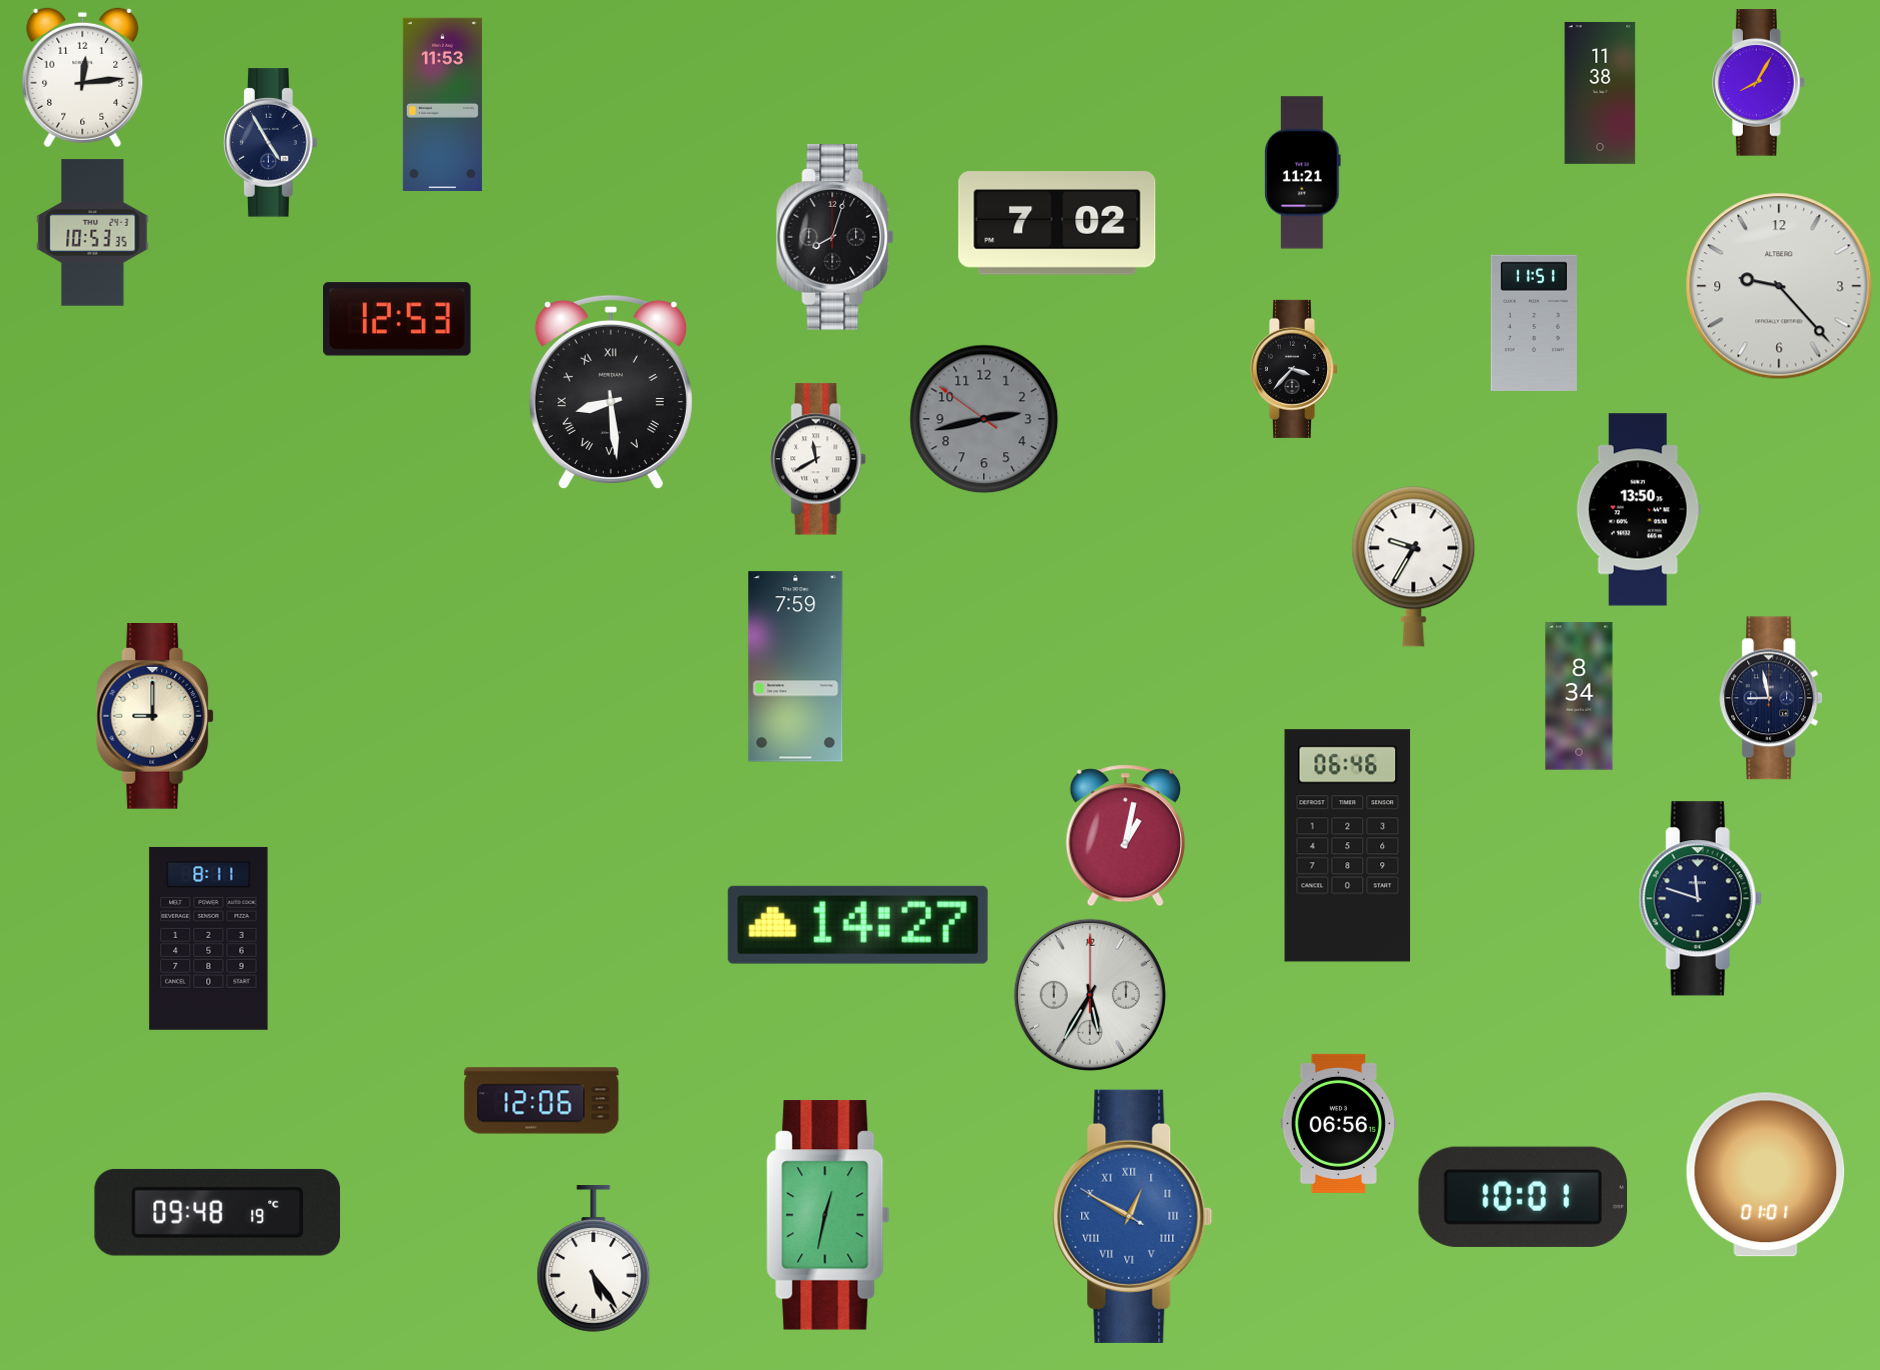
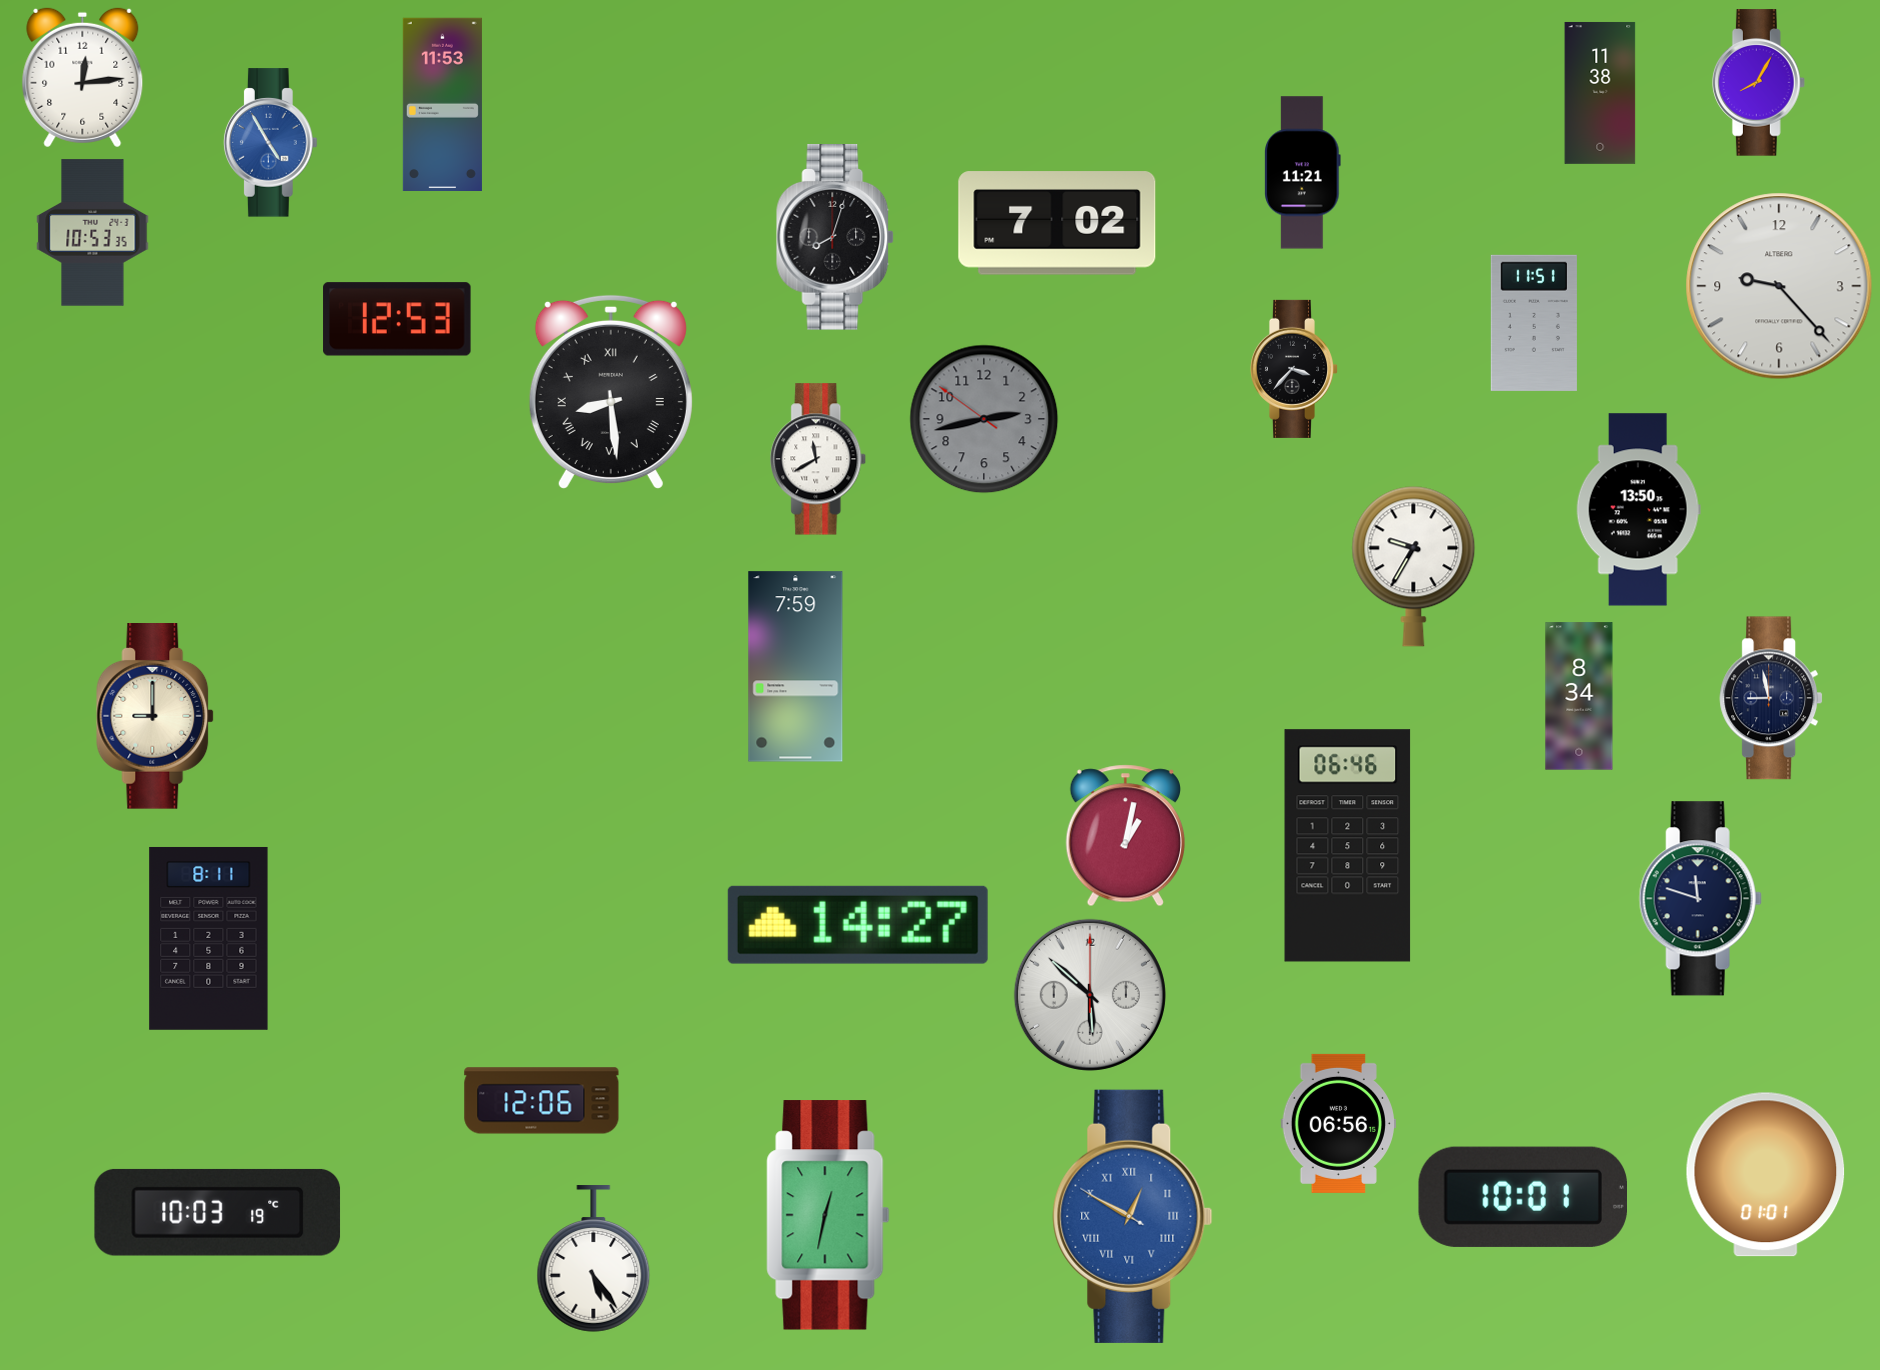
clock at (270, 143) dial: navy -> blue
clock at (1090, 995): 5:35 -> 5:52
clock at (218, 1212): 09:48 -> 10:03
